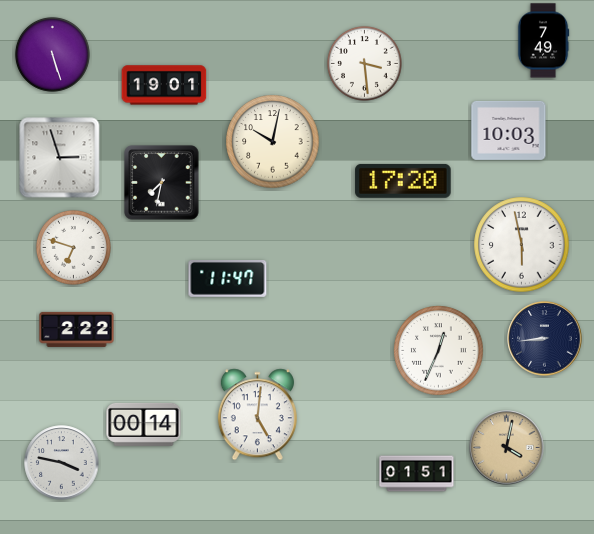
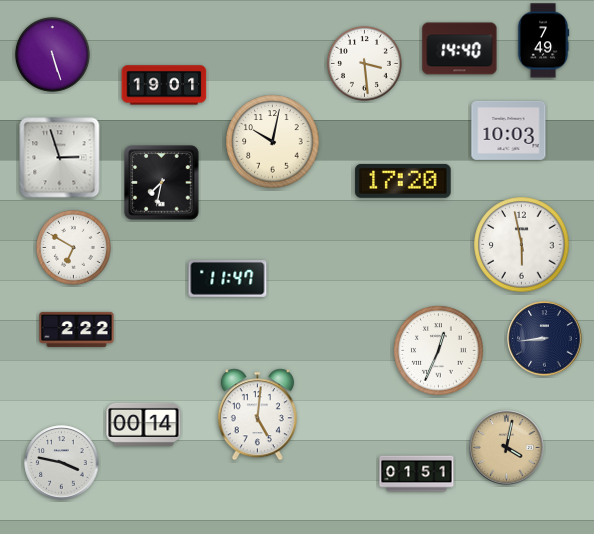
clock at (460, 49): none -> 14:40
clock at (73, 247): 6:48 -> 6:50
